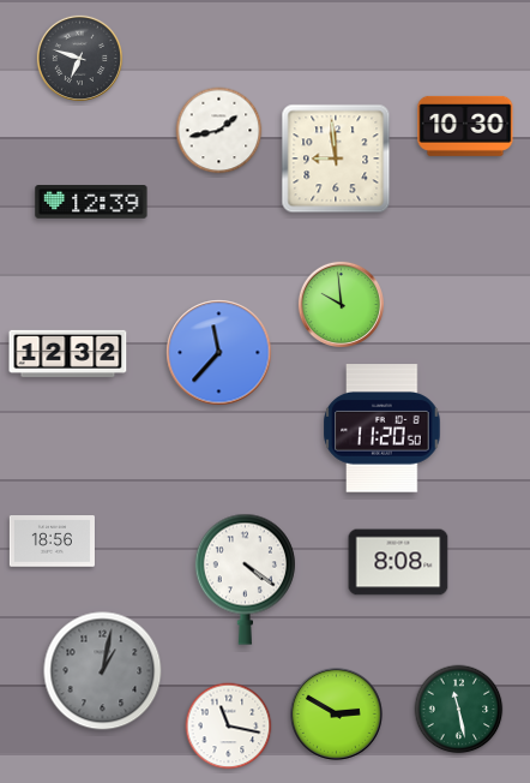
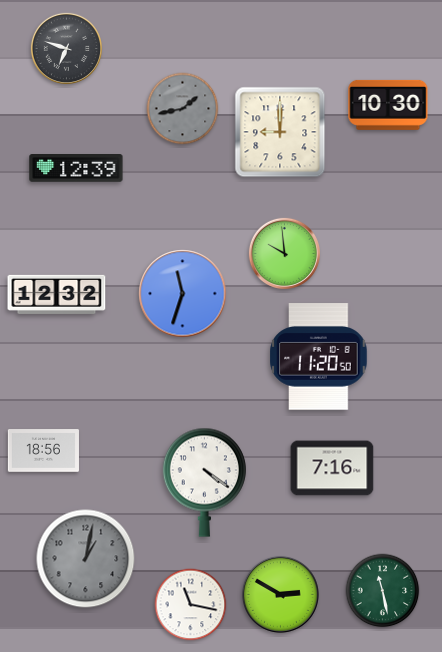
clock at (219, 131) dial: white -> grey
clock at (336, 159): 8:59 -> 9:00
clock at (219, 353): 11:37 -> 11:33
clock at (398, 562): 8:08 -> 7:16
